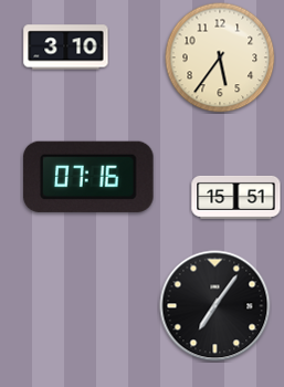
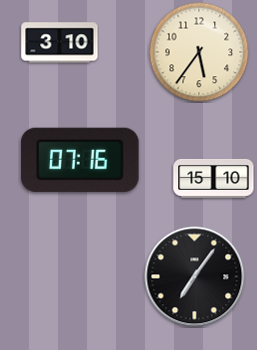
clock at (236, 197): 15:51 -> 15:10
